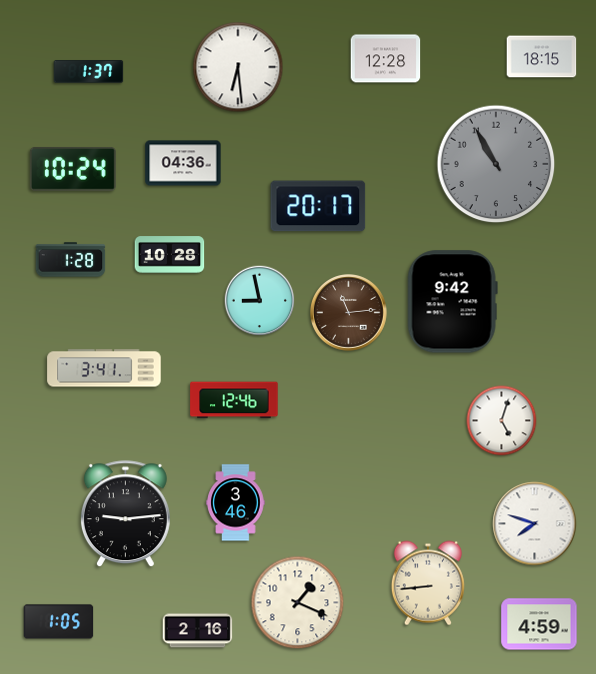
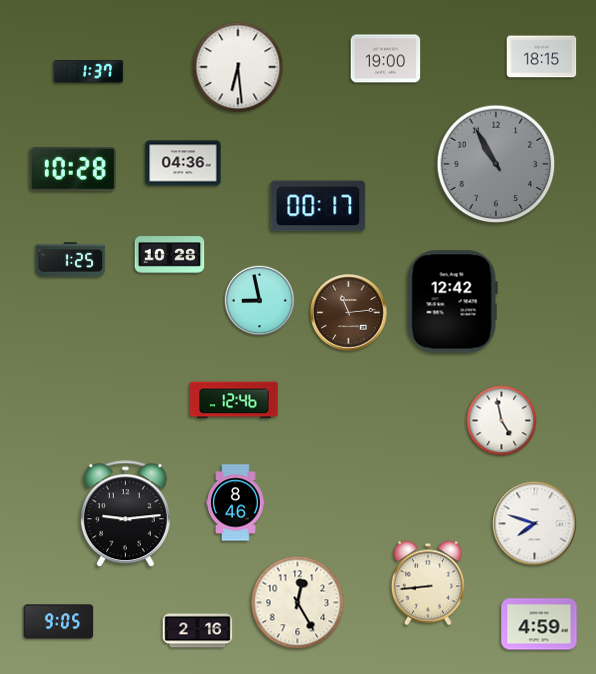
clock at (386, 59): 12:28 -> 19:00
clock at (73, 169): 10:24 -> 10:28
clock at (318, 206): 20:17 -> 00:17
clock at (71, 260): 1:28 -> 1:25
clock at (452, 302): 9:42 -> 12:42
clock at (104, 368): 3:41 -> none
clock at (502, 421): 5:03 -> 4:58
clock at (236, 503): 3:46 -> 8:46
clock at (298, 603): 1:19 -> 12:25
clock at (59, 622): 1:05 -> 9:05
